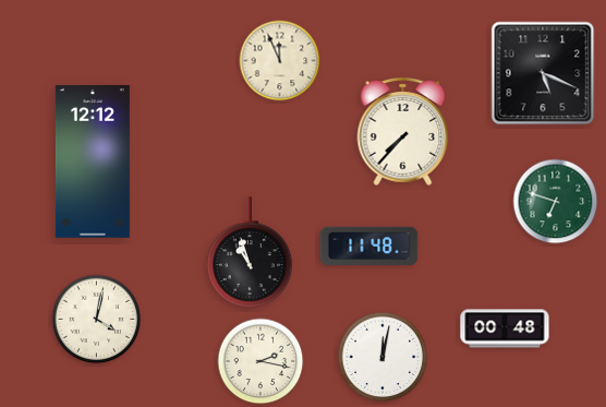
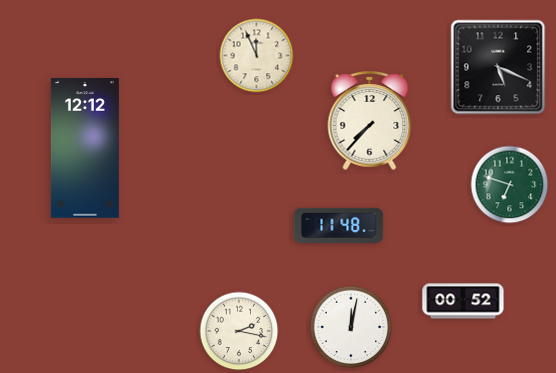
clock at (251, 252): 10:57 -> none
clock at (97, 320): 4:02 -> none
clock at (505, 328): 00:48 -> 00:52
